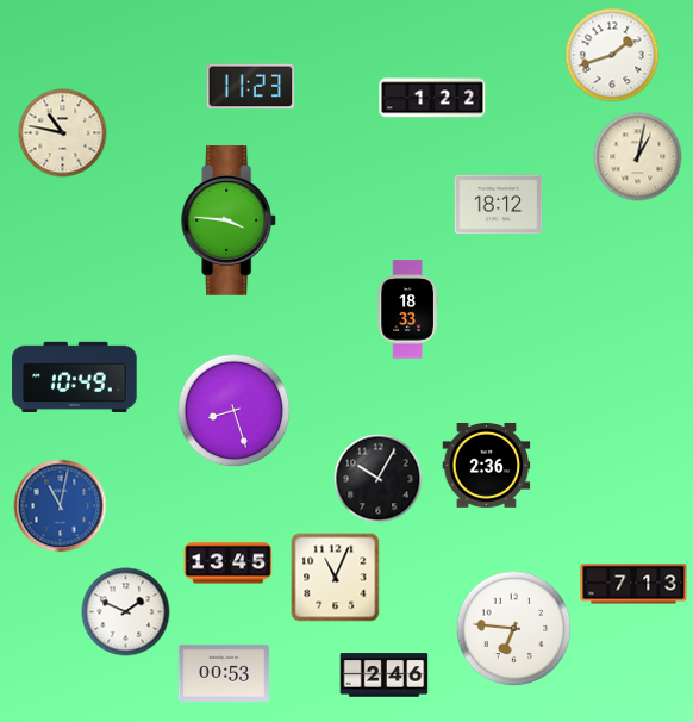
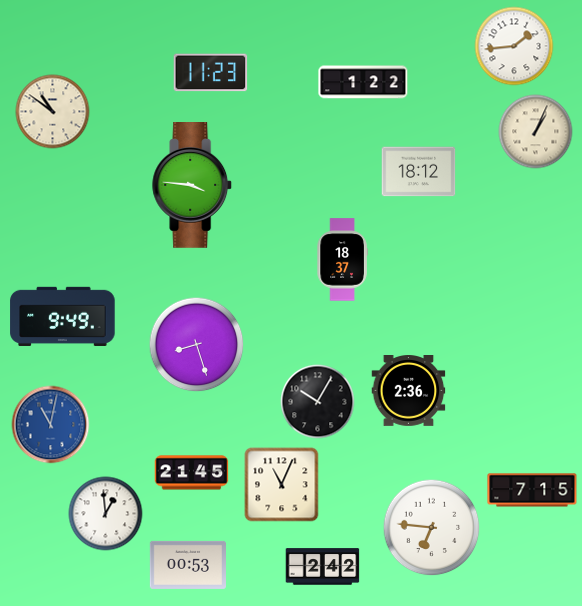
clock at (612, 55): 1:42 -> 1:44
clock at (63, 133): 10:47 -> 10:51
clock at (638, 157): 1:02 -> 1:04
clock at (407, 310): 18:33 -> 18:37
clock at (75, 376): 10:49 -> 9:49
clock at (229, 564): 13:45 -> 21:45
clock at (633, 584): 7:13 -> 7:15
clock at (126, 612): 1:49 -> 12:59
clock at (385, 676): 2:46 -> 2:42
